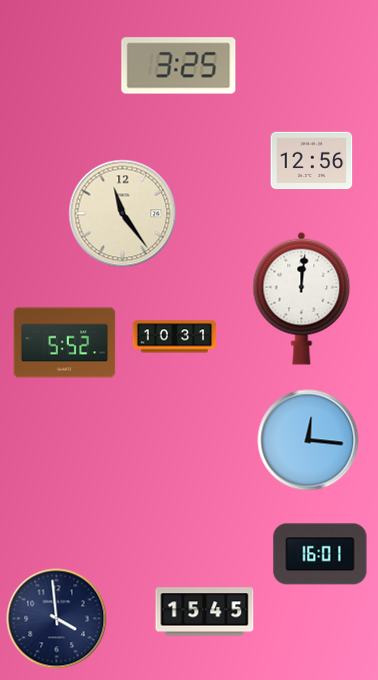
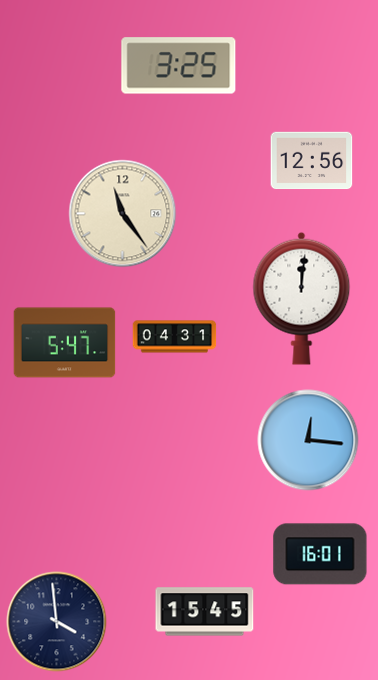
clock at (175, 337): 10:31 -> 04:31
clock at (65, 343): 5:52 -> 5:47
clock at (57, 619) position: (57, 619) -> (57, 622)
